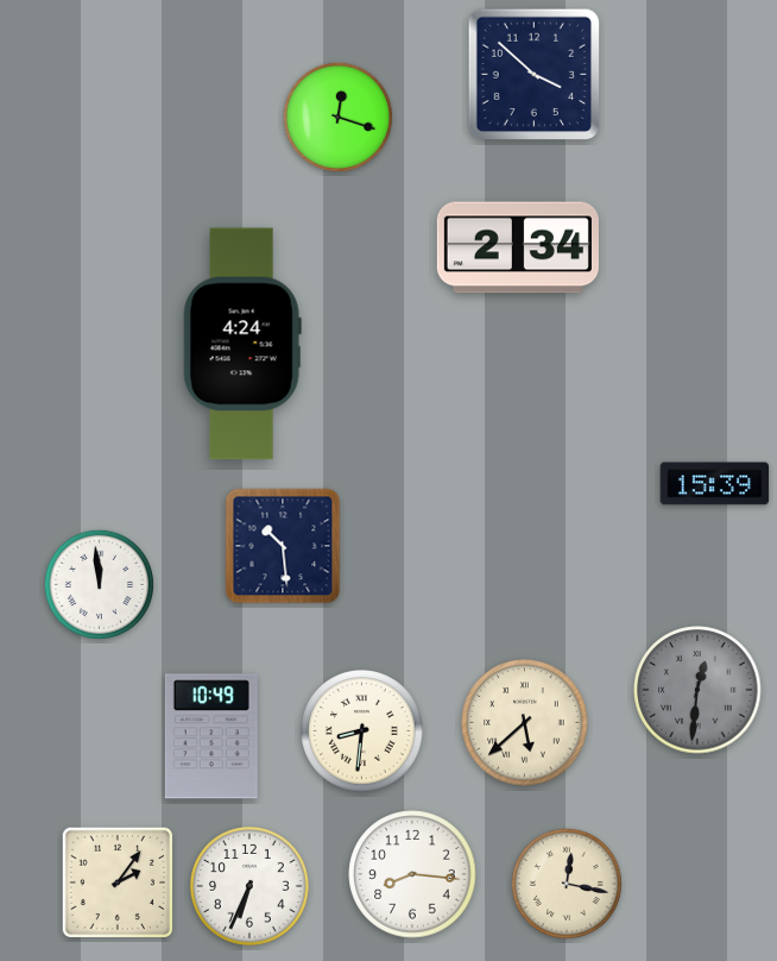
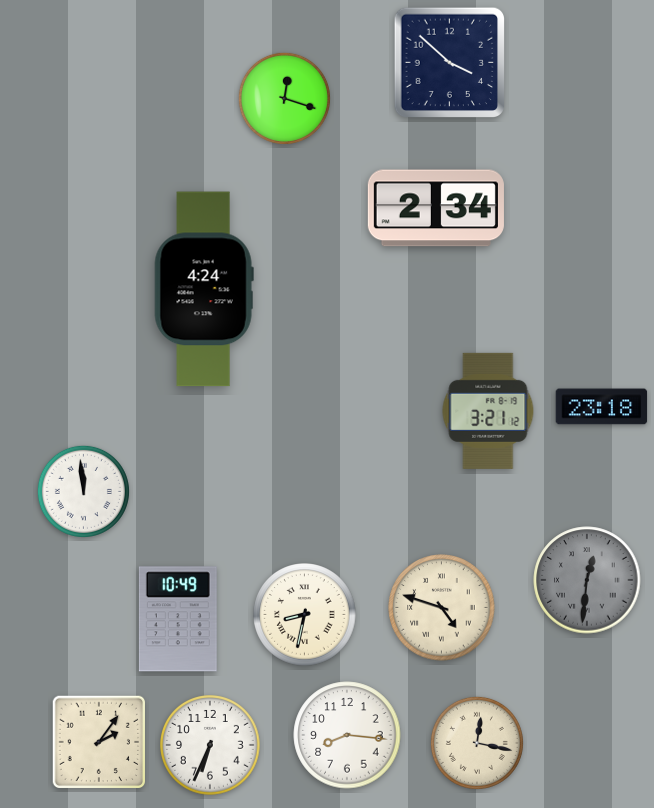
clock at (715, 484): 15:39 -> 23:18
clock at (488, 411): none -> 3:21
clock at (283, 546): 10:29 -> none
clock at (525, 723): 5:38 -> 4:48
clock at (362, 731): 8:31 -> 8:32
